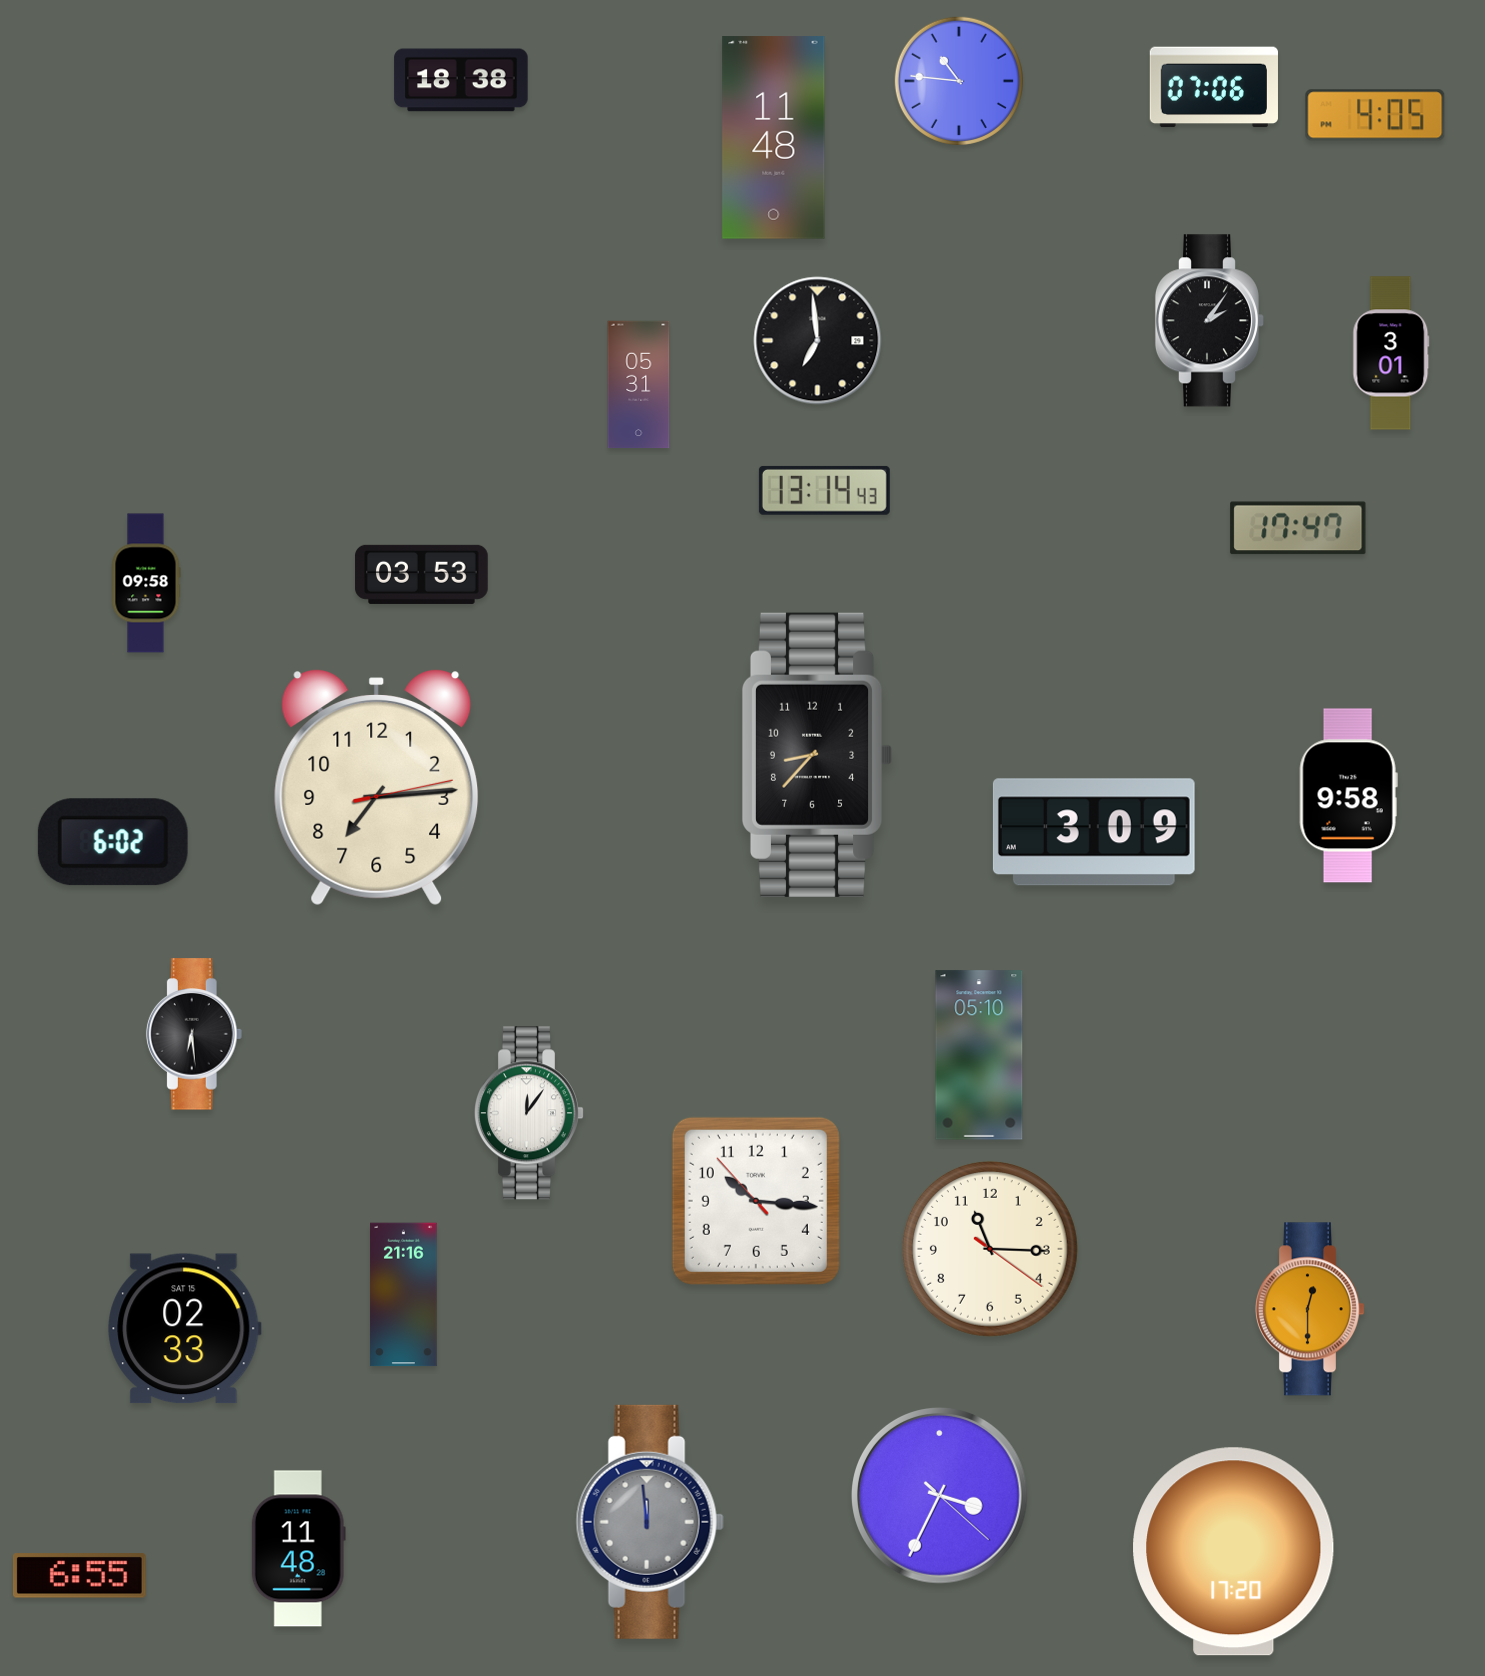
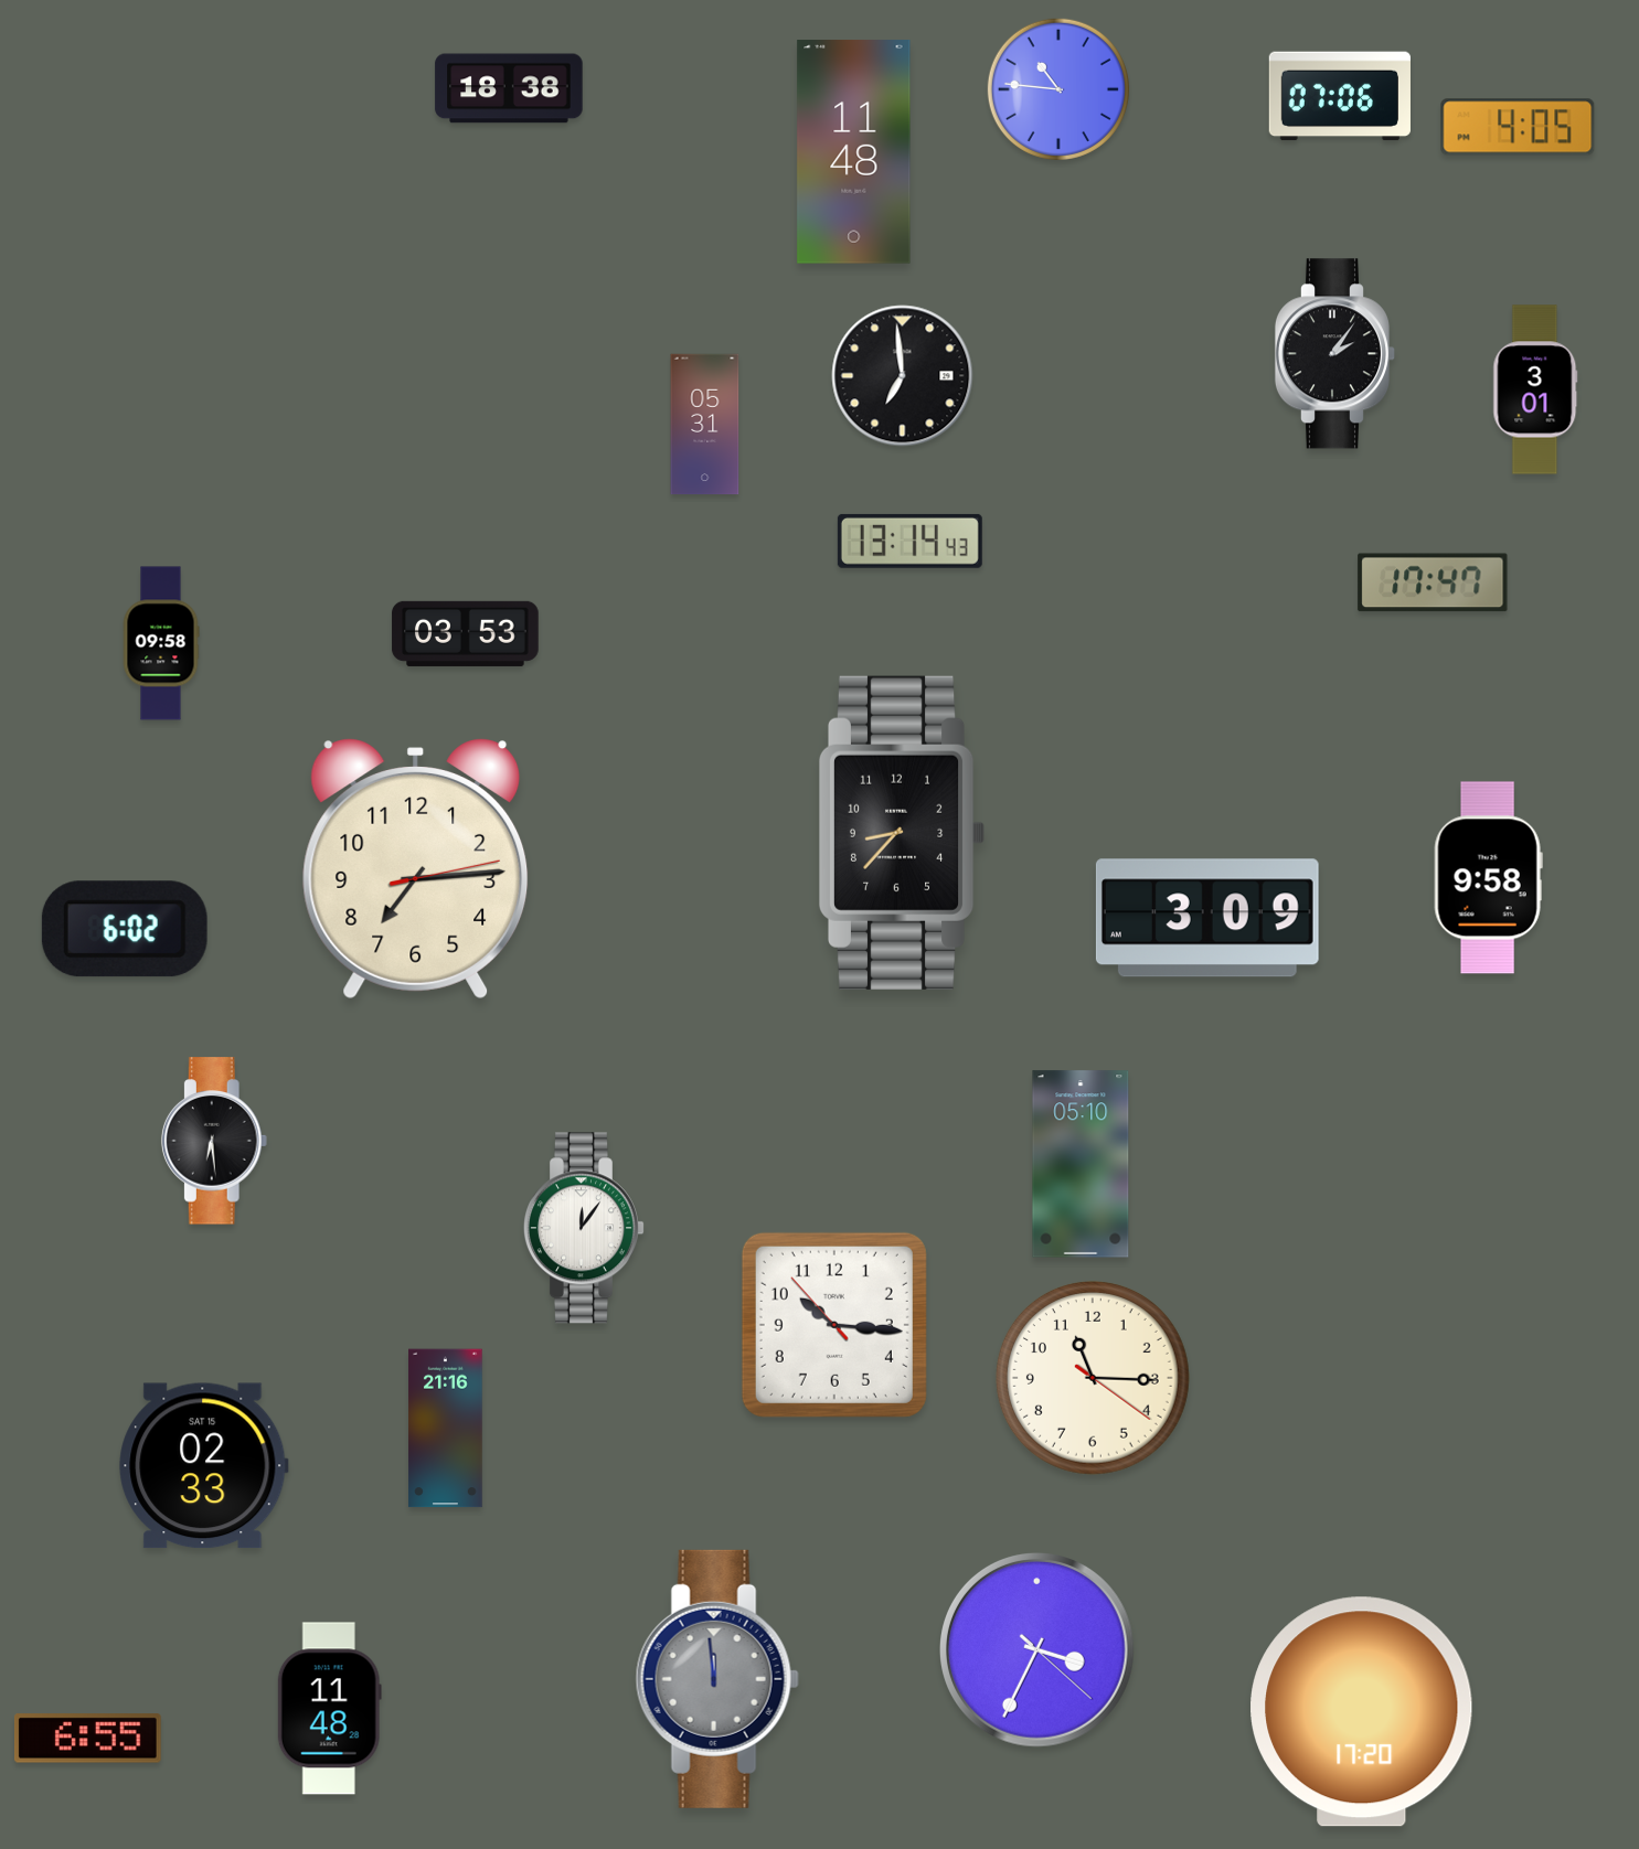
clock at (1310, 1309): 12:30 -> none
